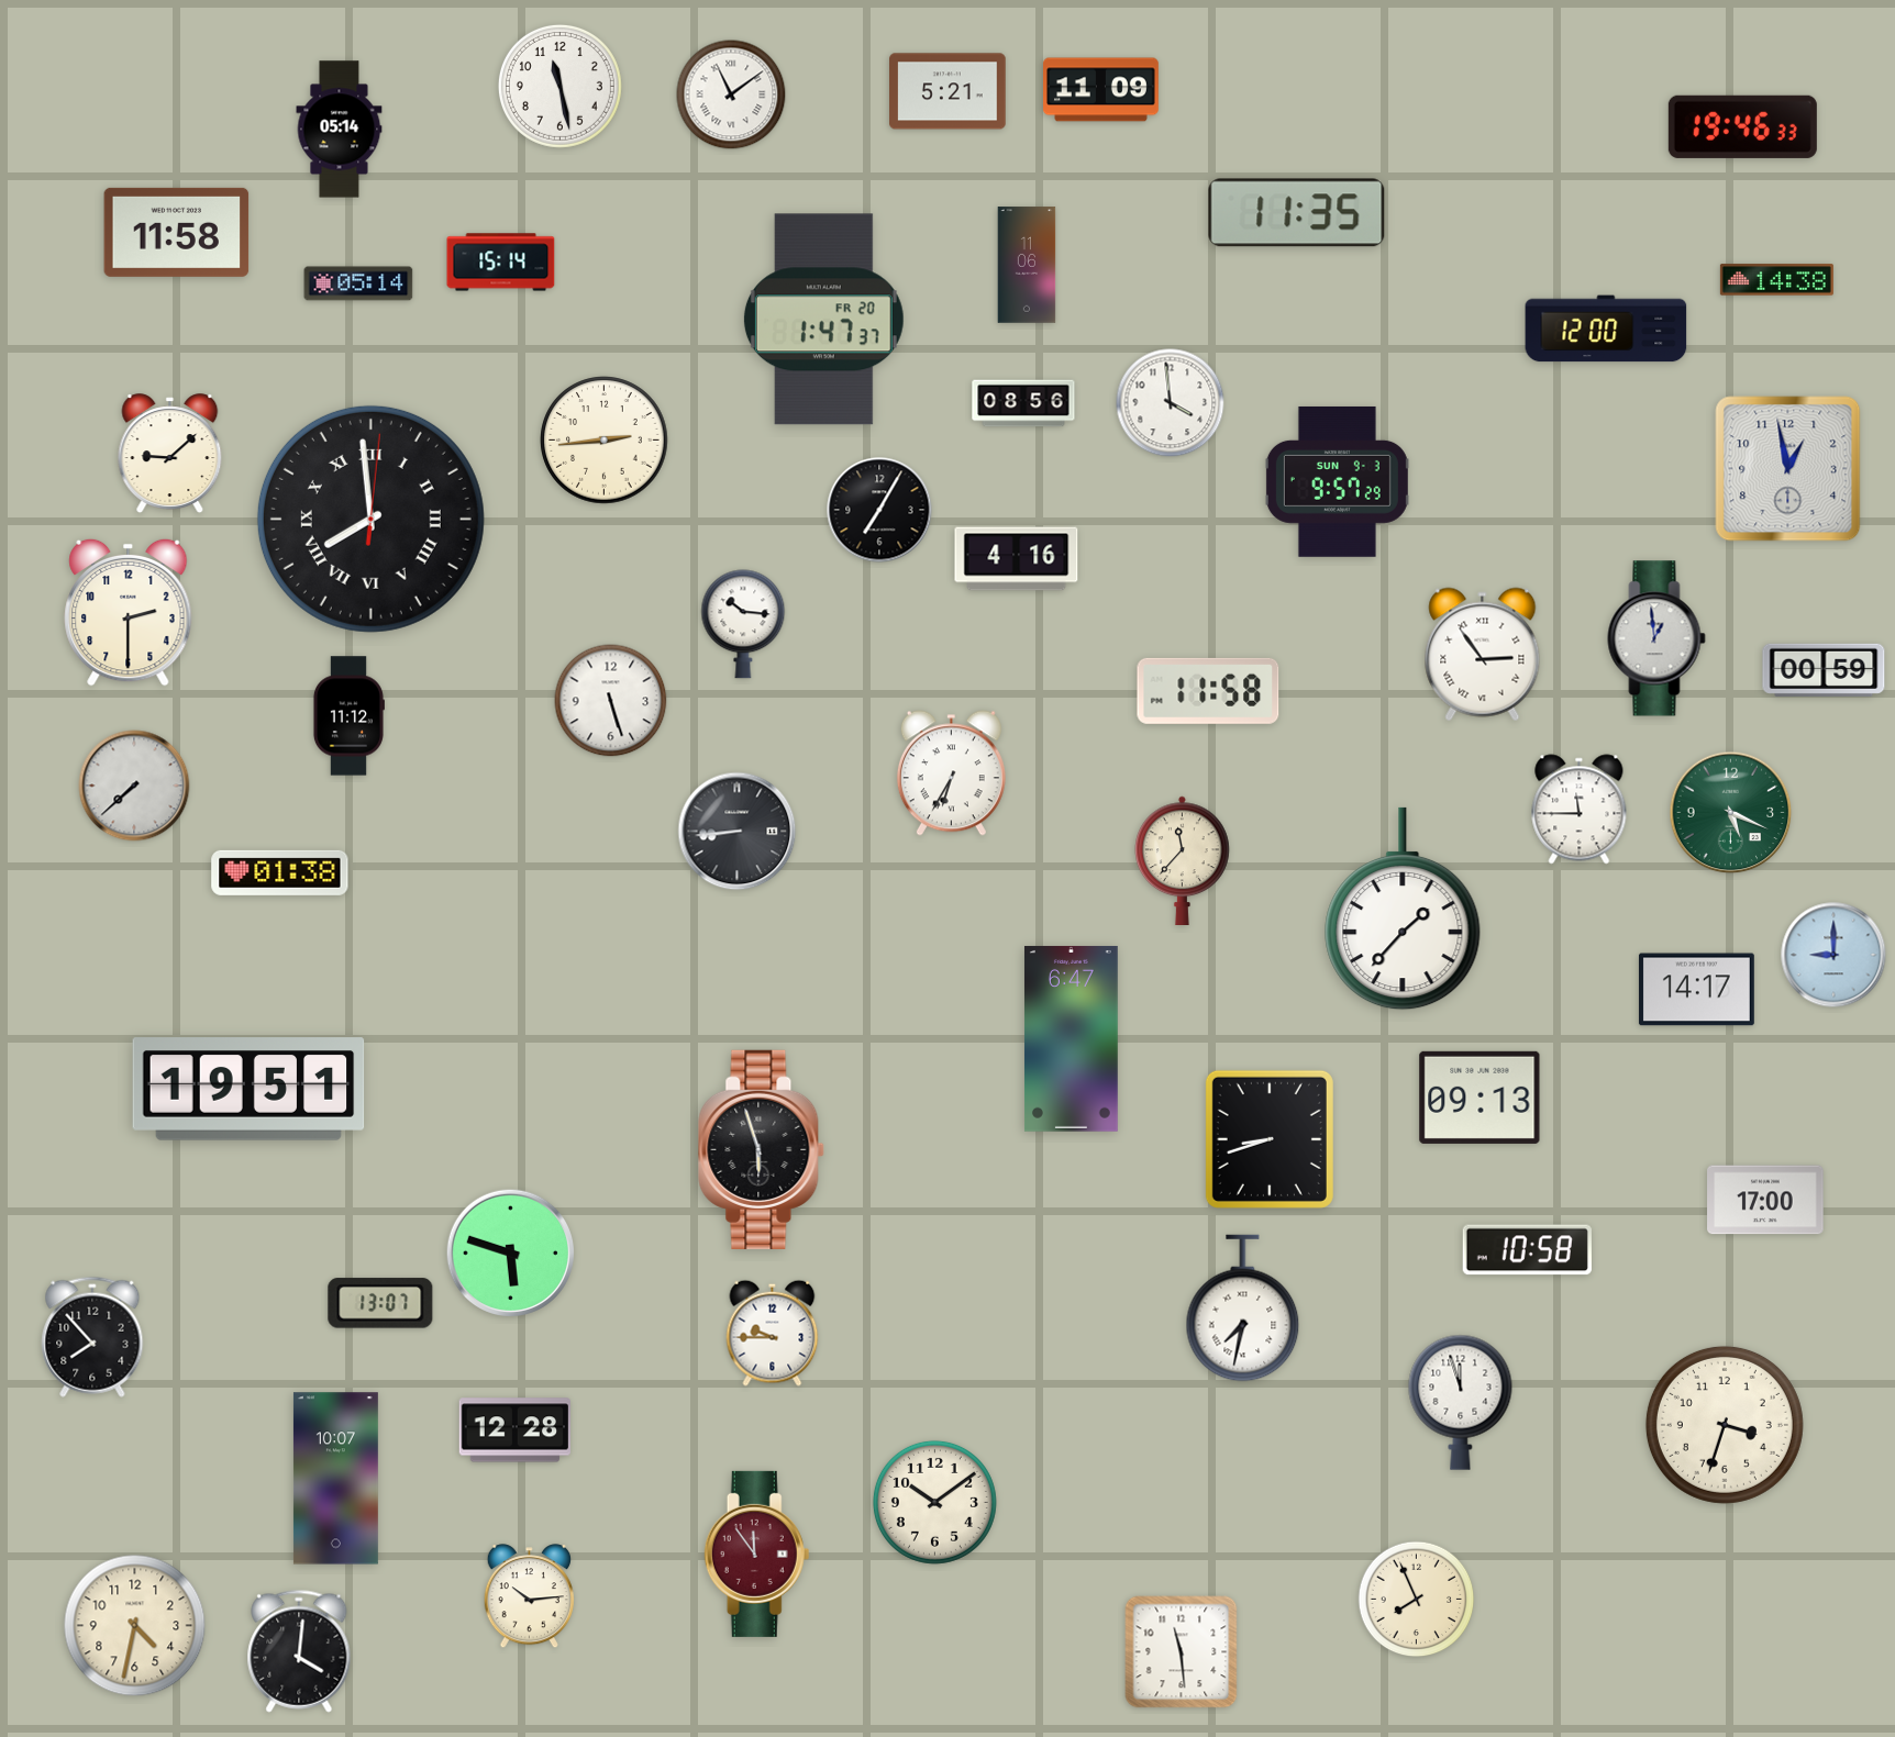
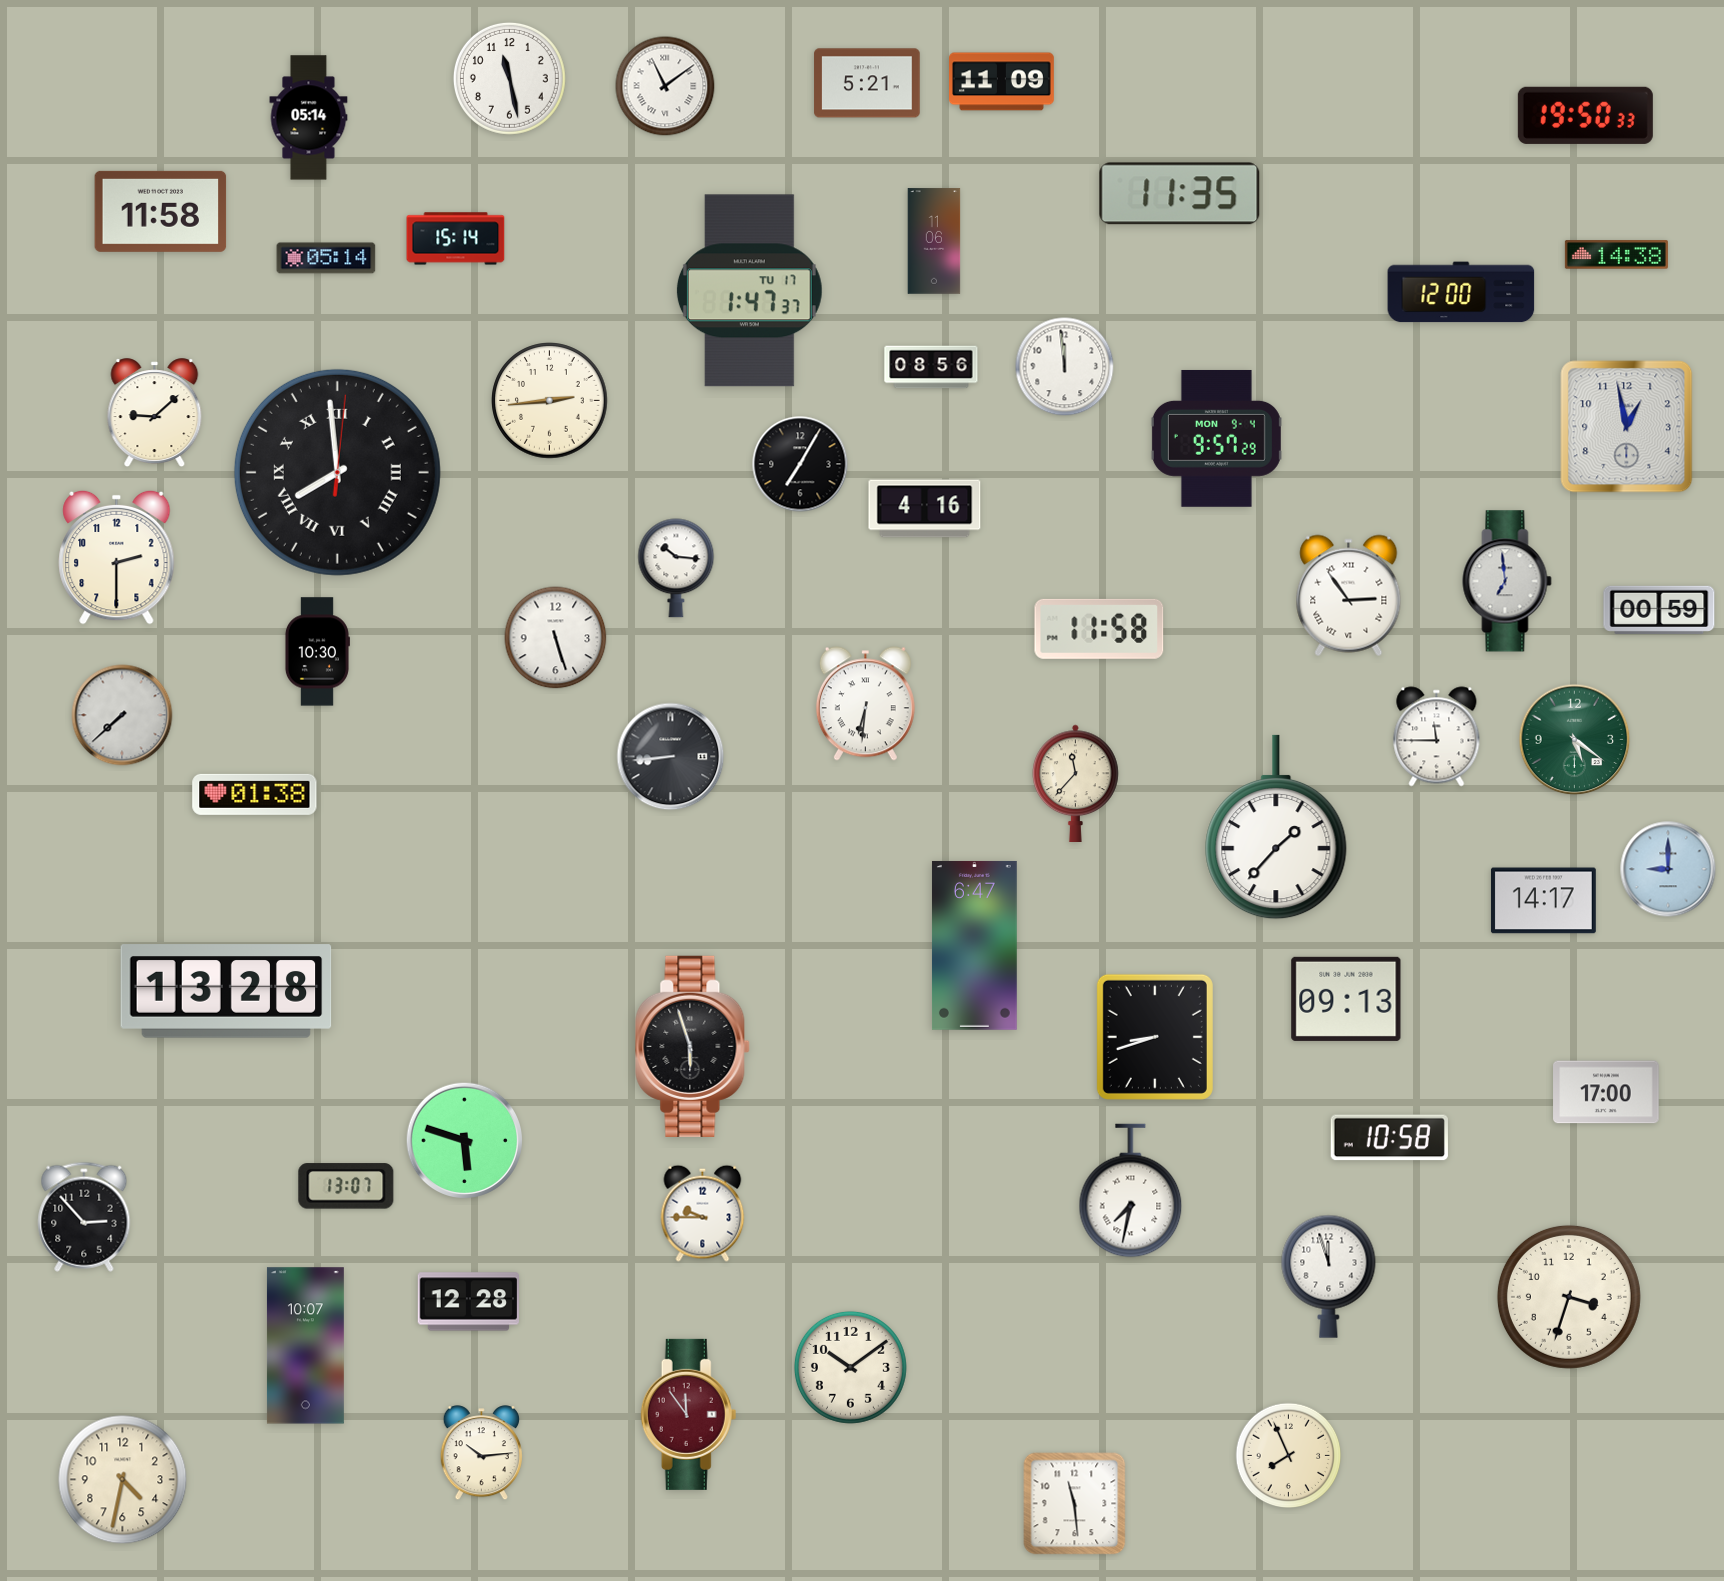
clock at (947, 91) position: (947, 91) -> (867, 83)
clock at (1742, 126): 19:46 -> 19:50
clock at (823, 320) date: FR 20 -> TU 17
clock at (1606, 329) position: (1606, 329) -> (1461, 292)
clock at (1171, 403): 3:59 -> 11:59
clock at (1337, 481) date: SUN 9-3 -> MON 9-4
clock at (1656, 638): 12:59 -> 6:59
clock at (348, 716): 11:12 -> 10:30
clock at (951, 773): 6:35 -> 6:31
clock at (1731, 813): 5:19 -> 5:21
clock at (248, 1089): 19:51 -> 13:28
clock at (92, 1337): 7:53 -> 2:53
clock at (299, 1651): 4:01 -> none
